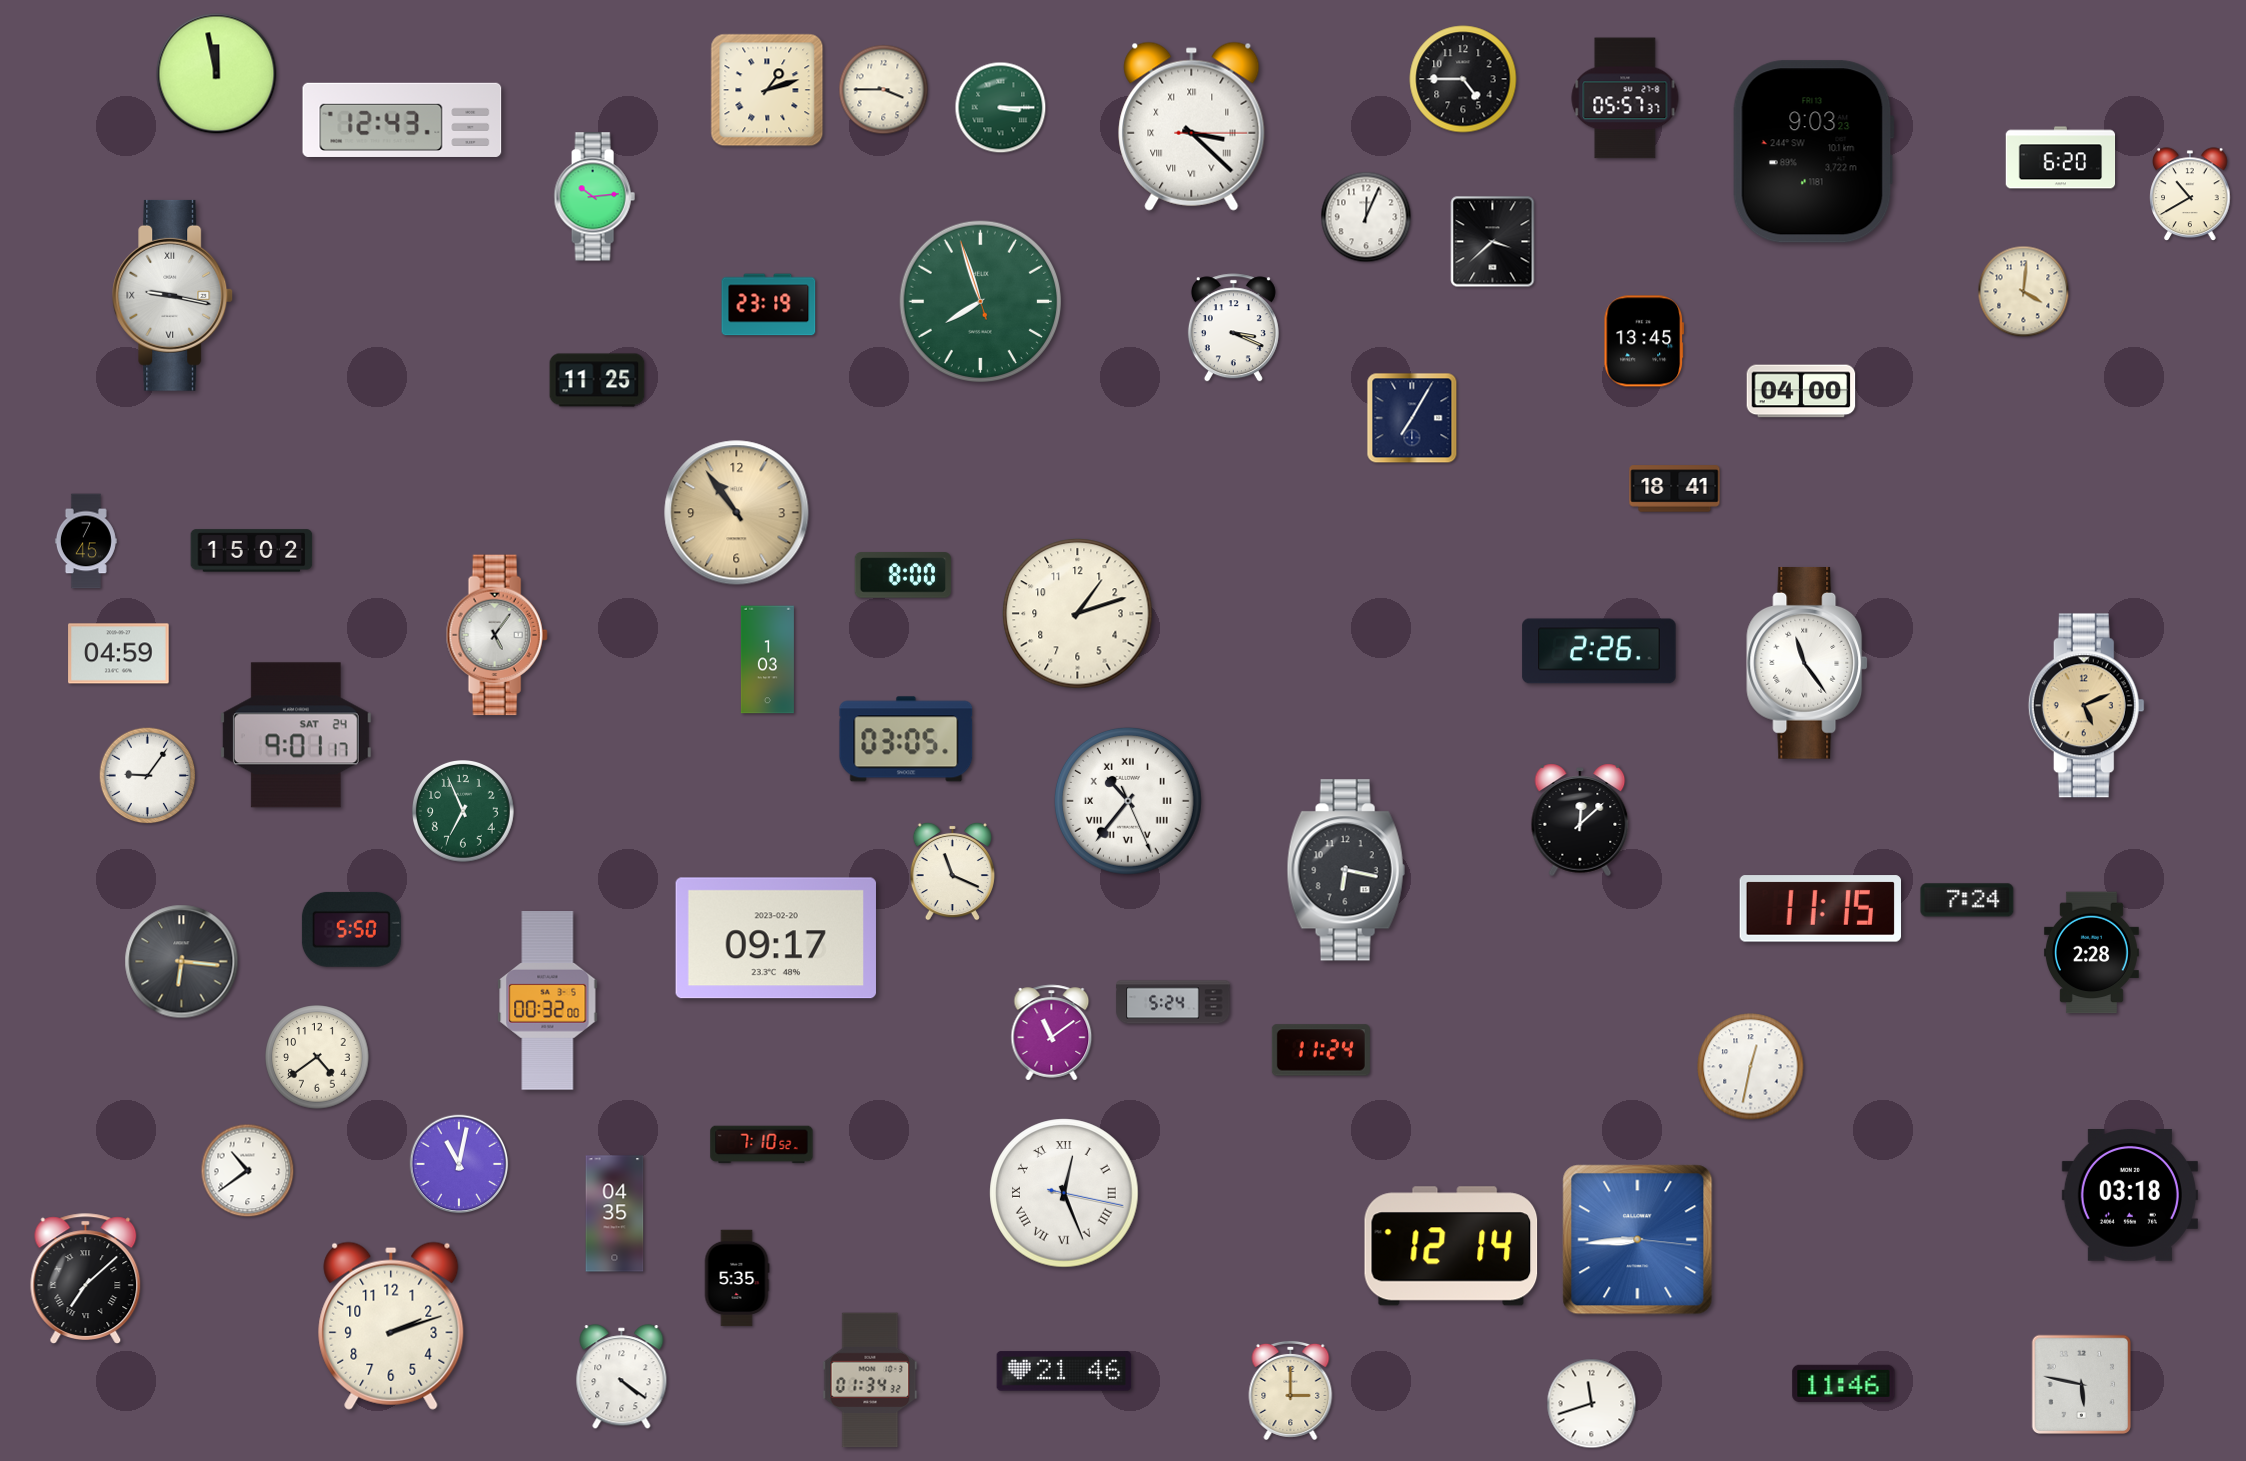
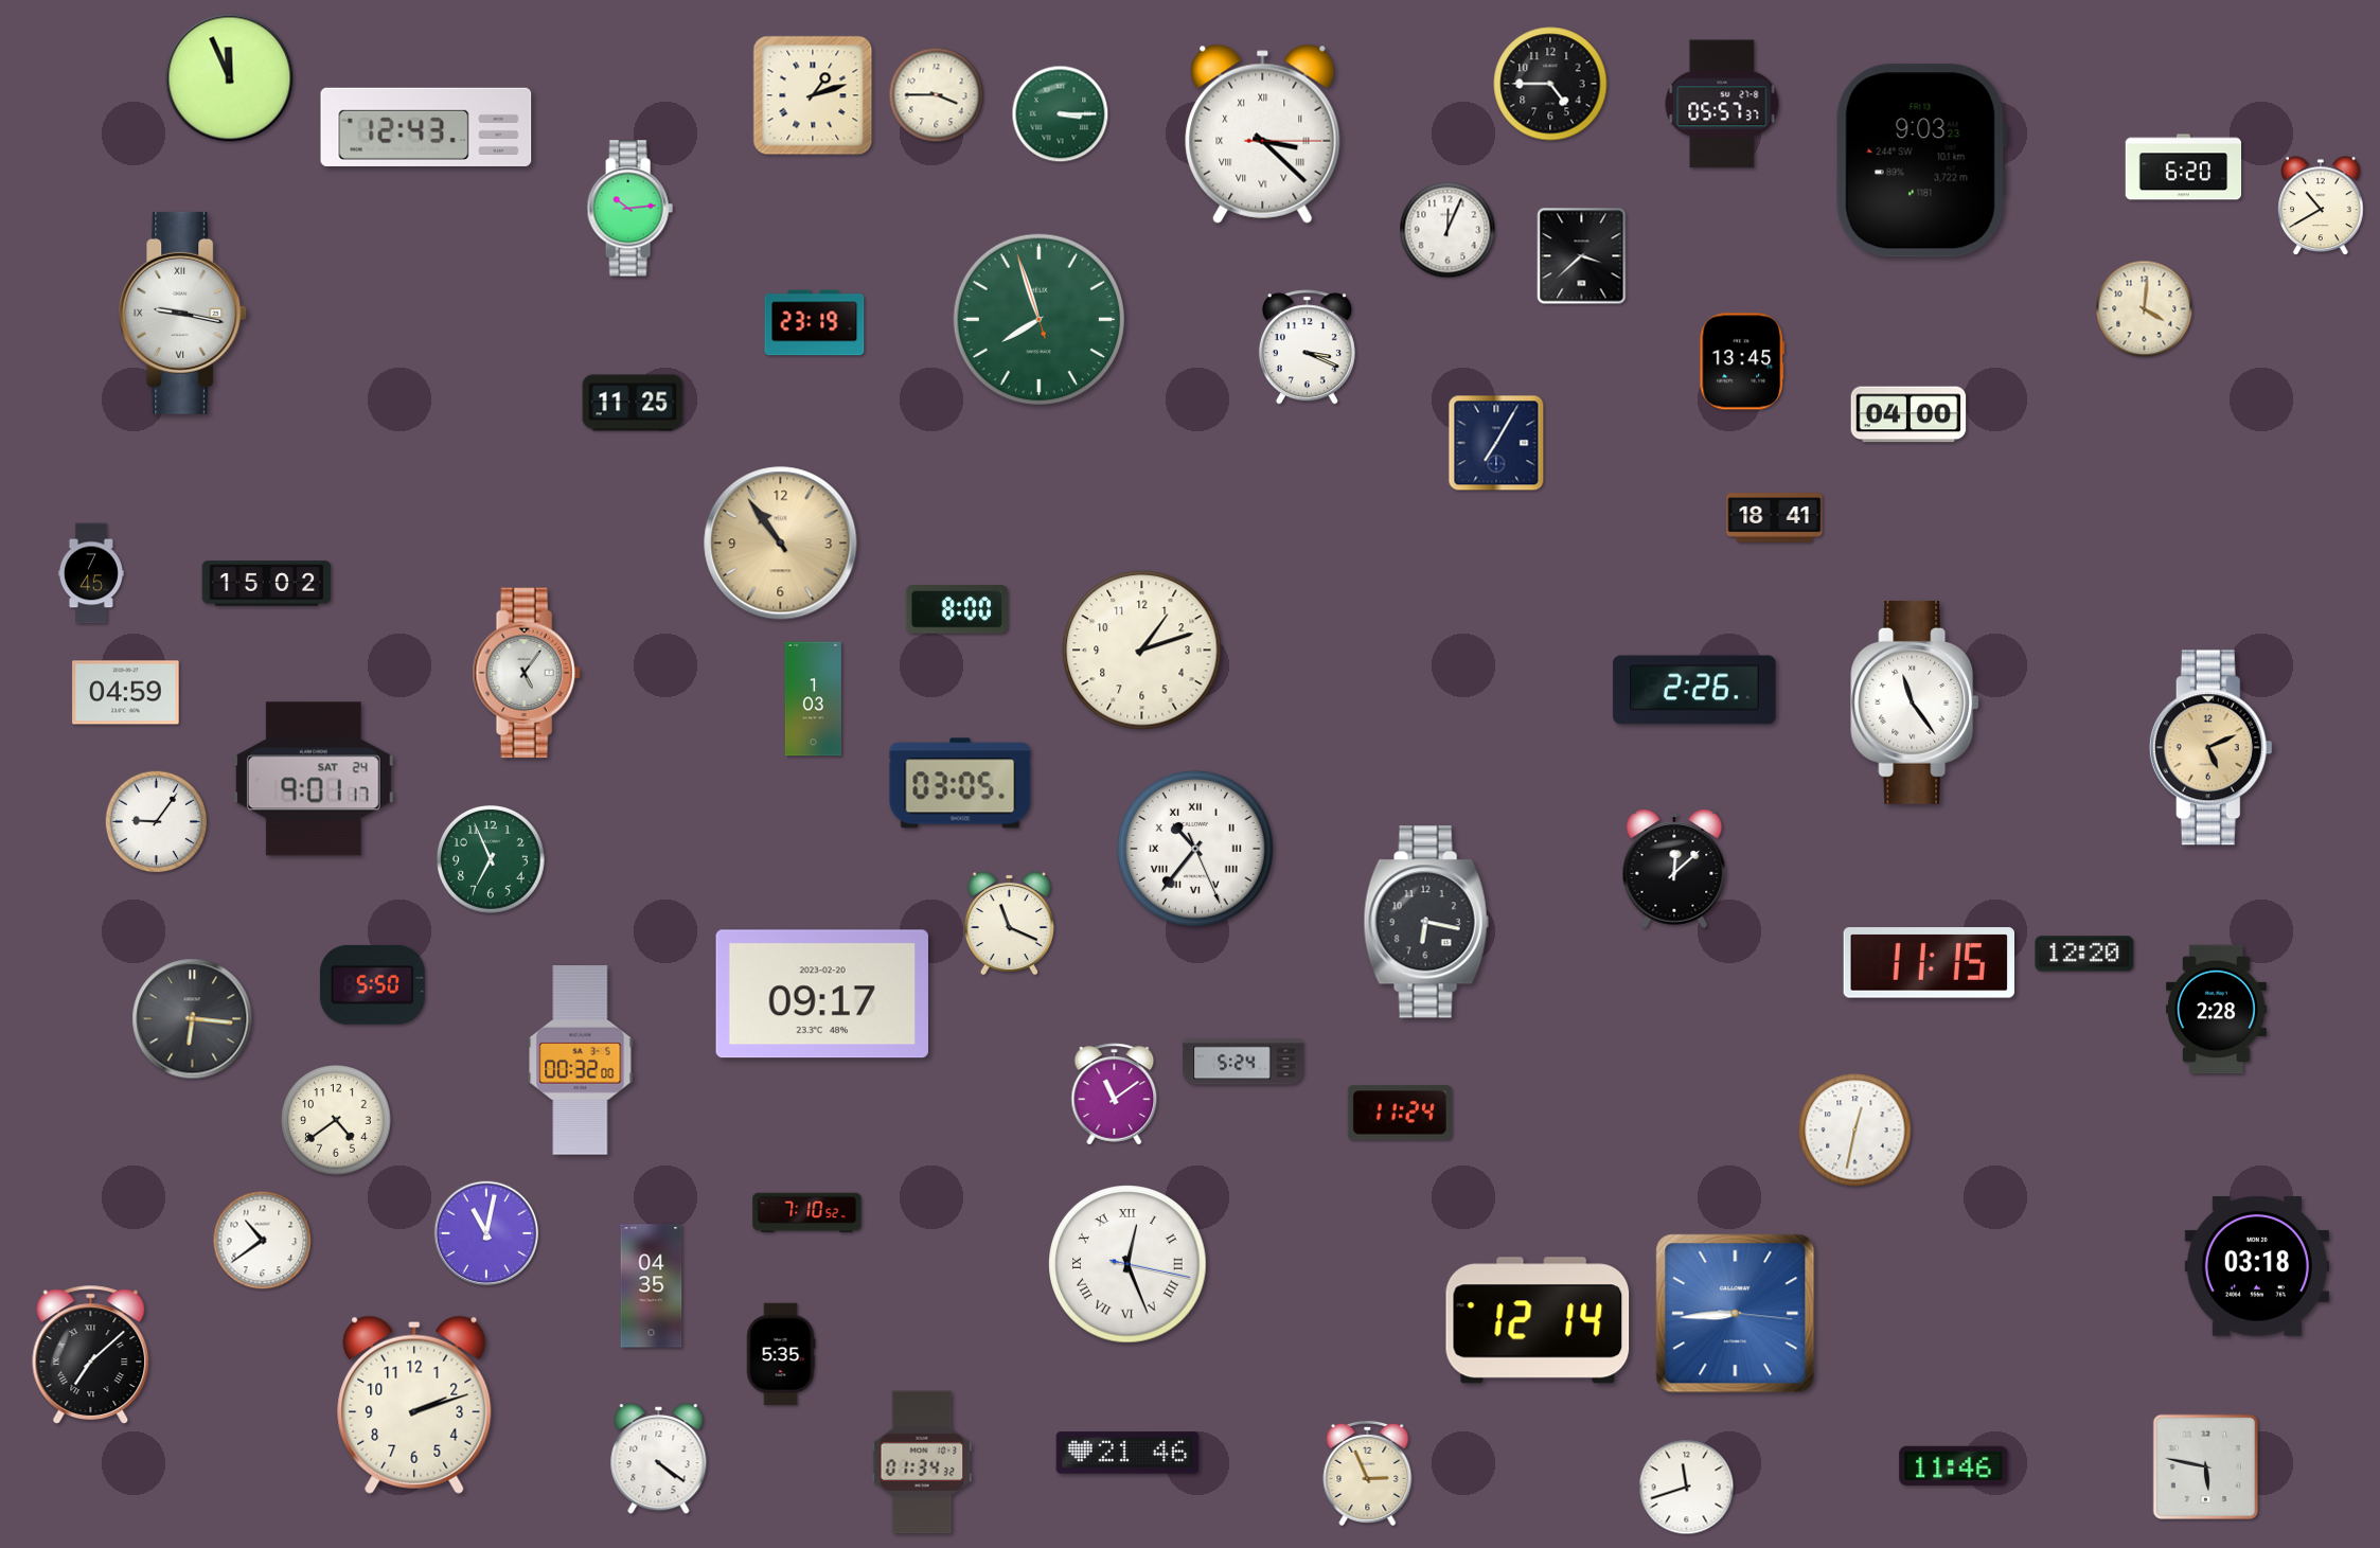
clock at (217, 74): 11:58 -> 11:56
clock at (1967, 900): 7:24 -> 12:20
clock at (1291, 1390): 3:00 -> 2:56
